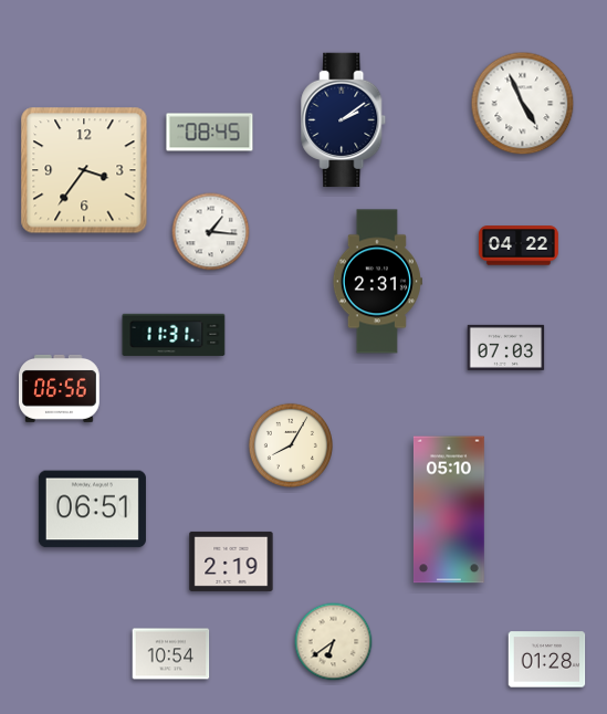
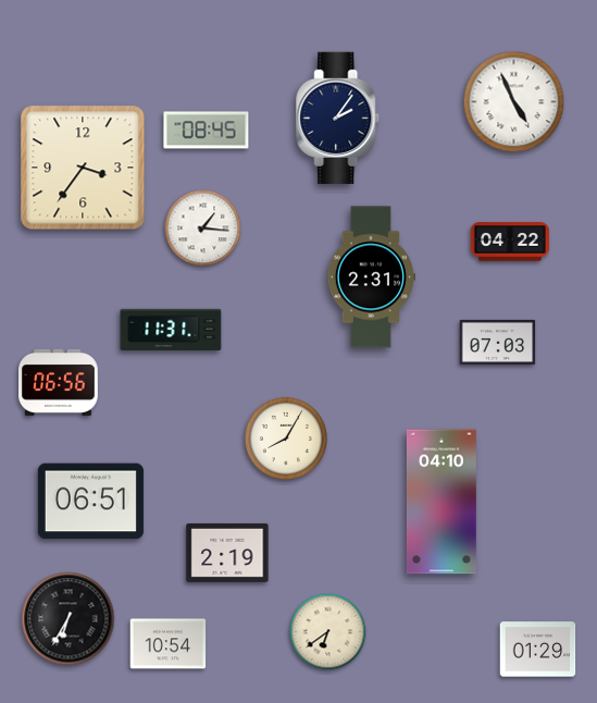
clock at (344, 120): 2:09 -> 2:06
clock at (211, 232) position: (211, 232) -> (203, 229)
clock at (449, 510): 05:10 -> 04:10
clock at (69, 619): none -> 6:35
clock at (547, 660): 01:28 -> 01:29
